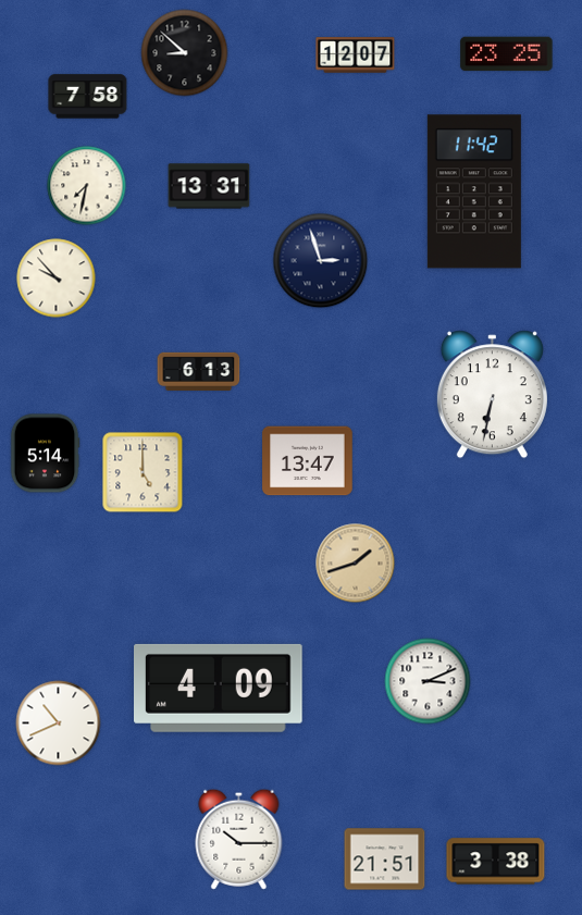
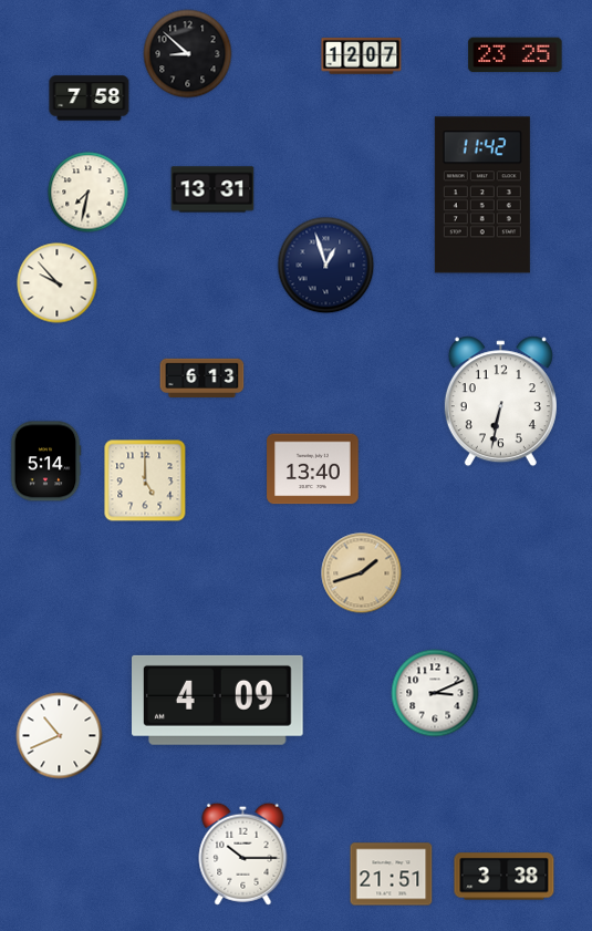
clock at (87, 186) position: (87, 186) -> (89, 193)
clock at (321, 261): 2:57 -> 12:57
clock at (308, 461): 13:47 -> 13:40
clock at (219, 688) position: (219, 688) -> (218, 700)
